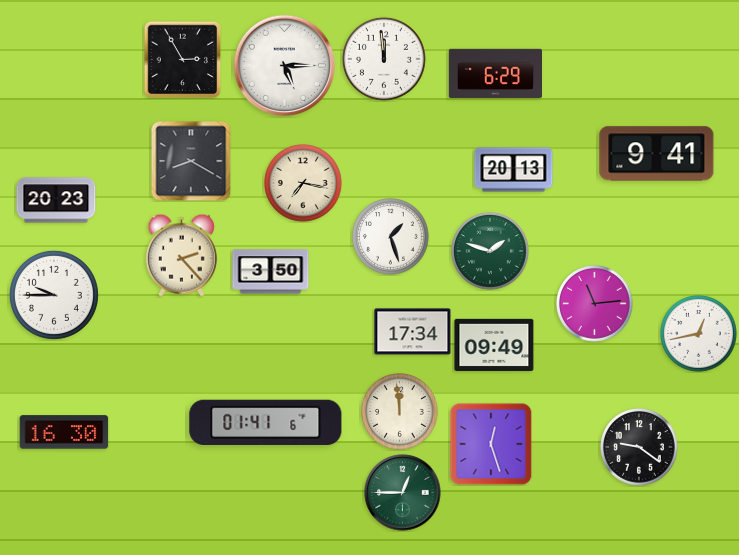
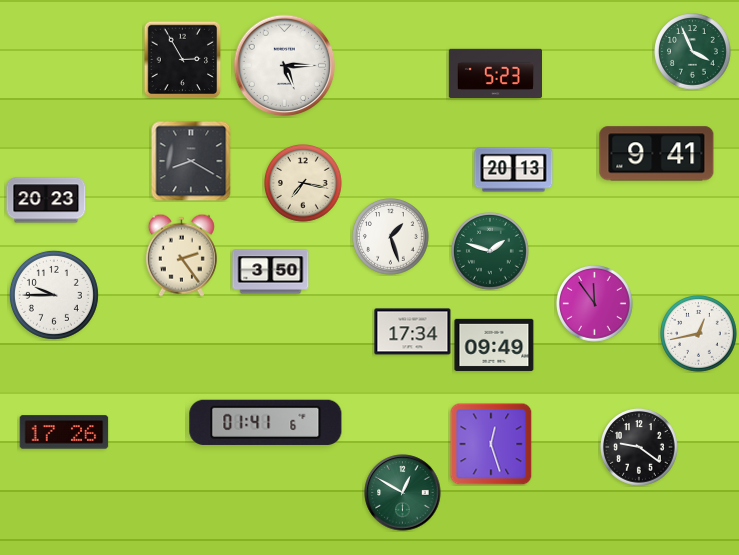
clock at (693, 52): none -> 3:56
clock at (384, 59): 11:59 -> none
clock at (495, 73): 6:29 -> 5:23
clock at (56, 200) position: (56, 200) -> (46, 200)
clock at (181, 255): 2:23 -> 2:24
clock at (595, 304): 11:14 -> 11:54
clock at (400, 412): 11:59 -> none
clock at (64, 432): 16:30 -> 17:26
clock at (403, 493): 12:45 -> 12:50
